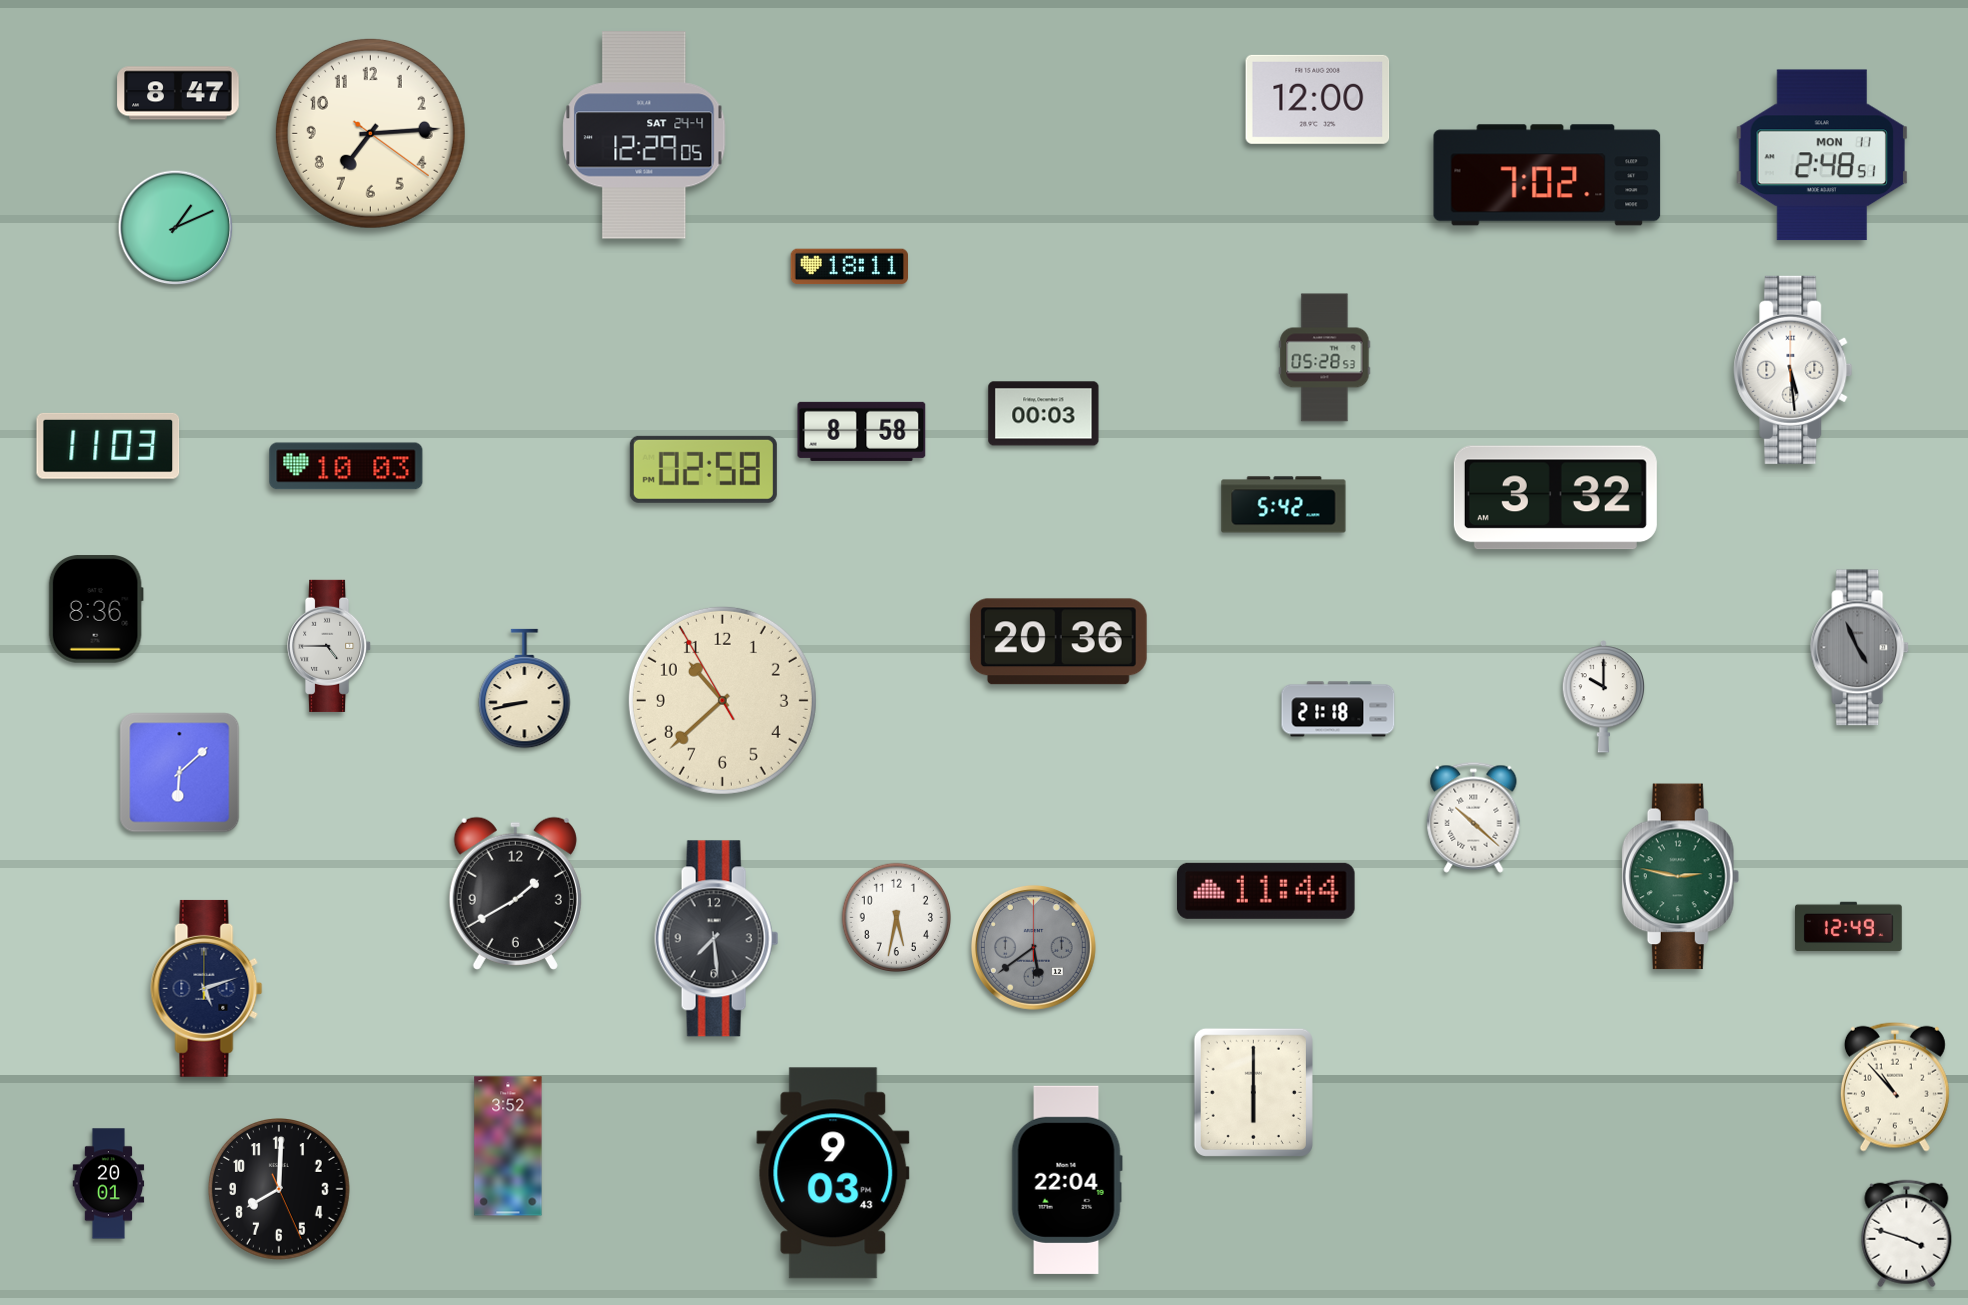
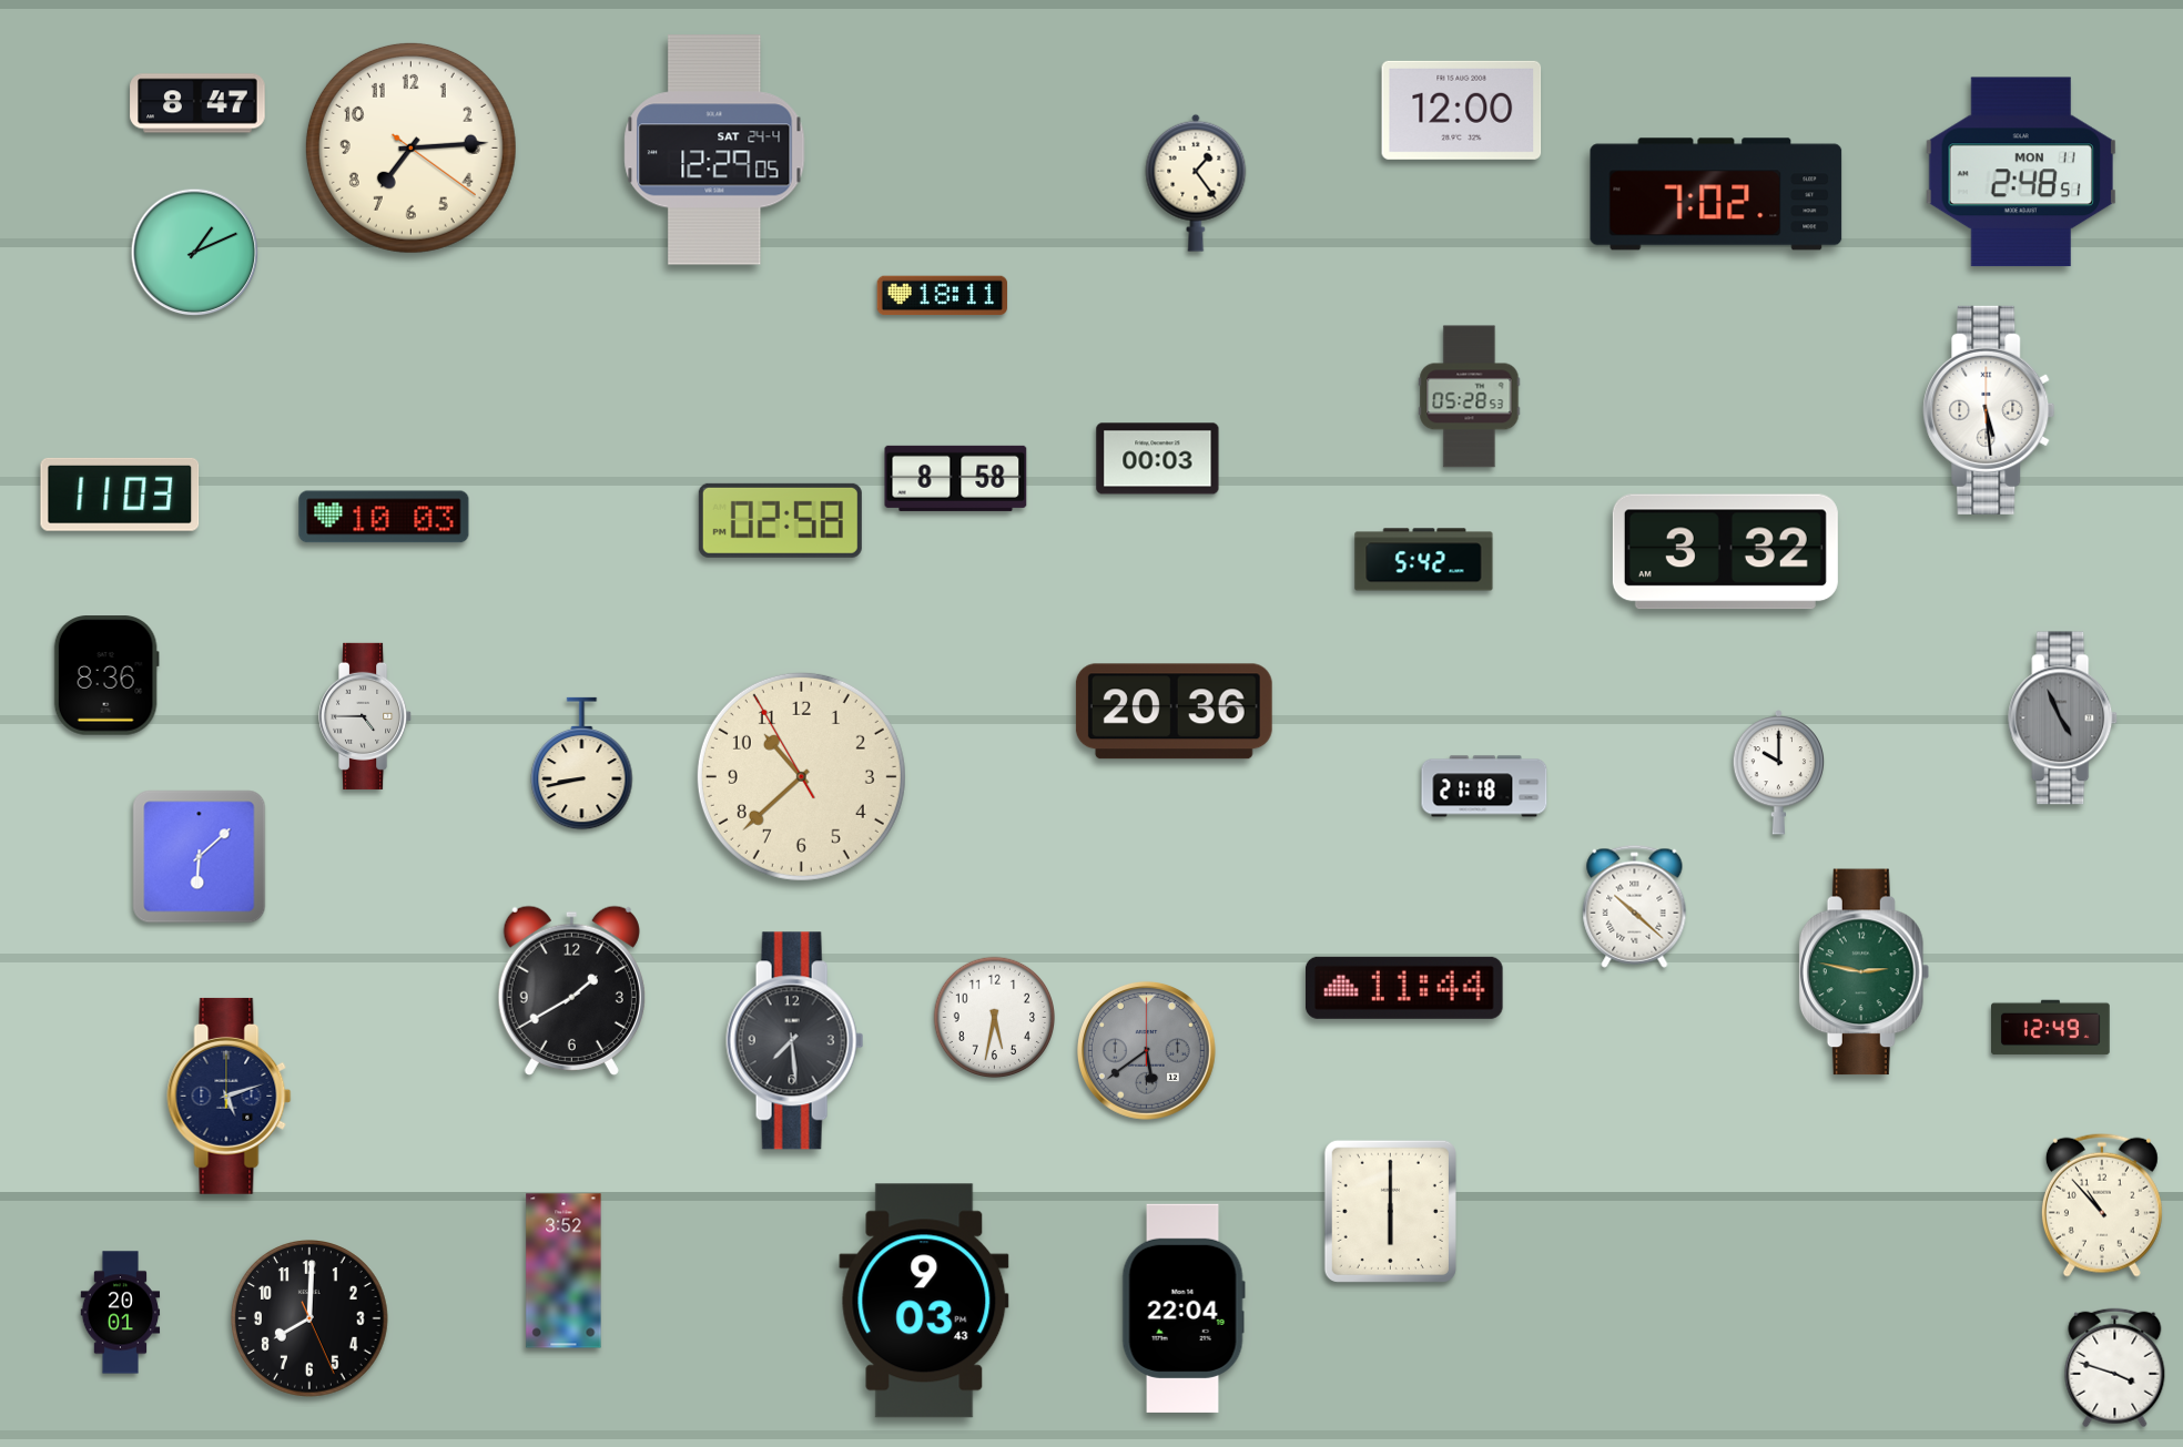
clock at (1196, 183): none -> 1:24
